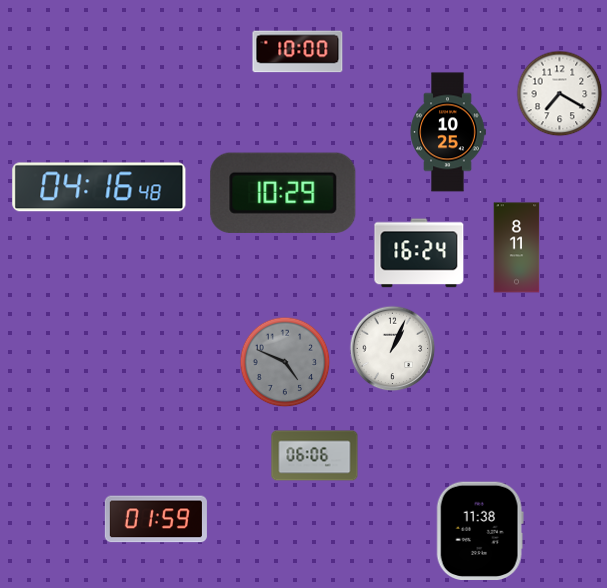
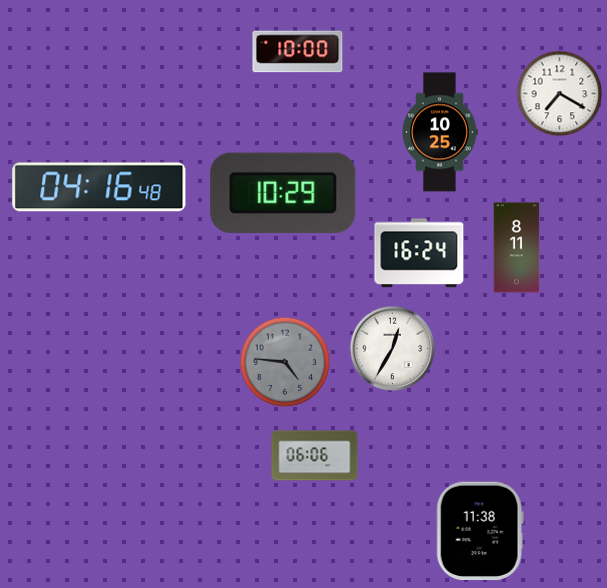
clock at (448, 132) position: (448, 132) -> (440, 132)
clock at (393, 349): 1:04 -> 12:35
clock at (285, 362): 4:49 -> 4:46
clock at (156, 519): 01:59 -> none
